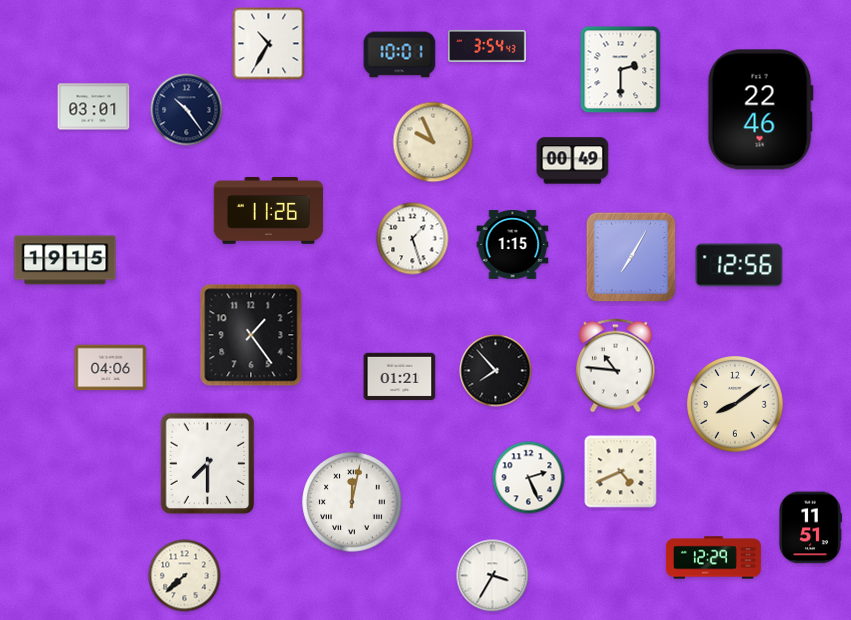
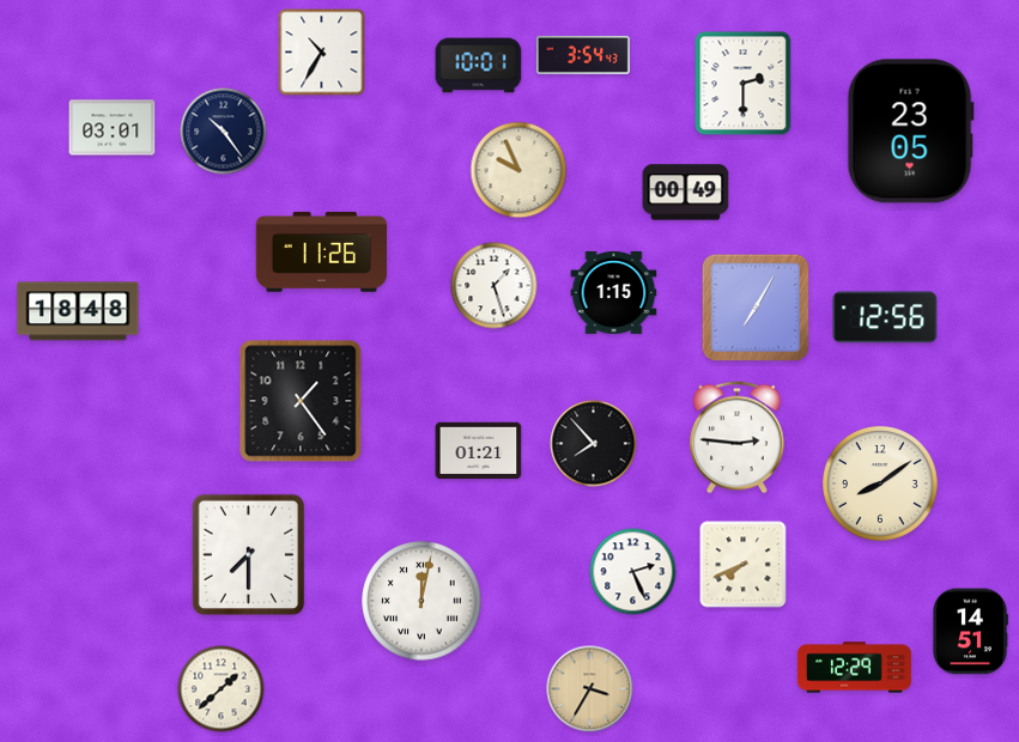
clock at (760, 110): 22:46 -> 23:05
clock at (65, 260): 19:15 -> 18:48
clock at (616, 366): 10:46 -> 2:46
clock at (111, 368): 04:06 -> none
clock at (621, 472): 4:41 -> 7:41
clock at (810, 528): 11:51 -> 14:51
clock at (185, 576): 7:38 -> 1:38
clock at (493, 576) dial: white -> champagne
